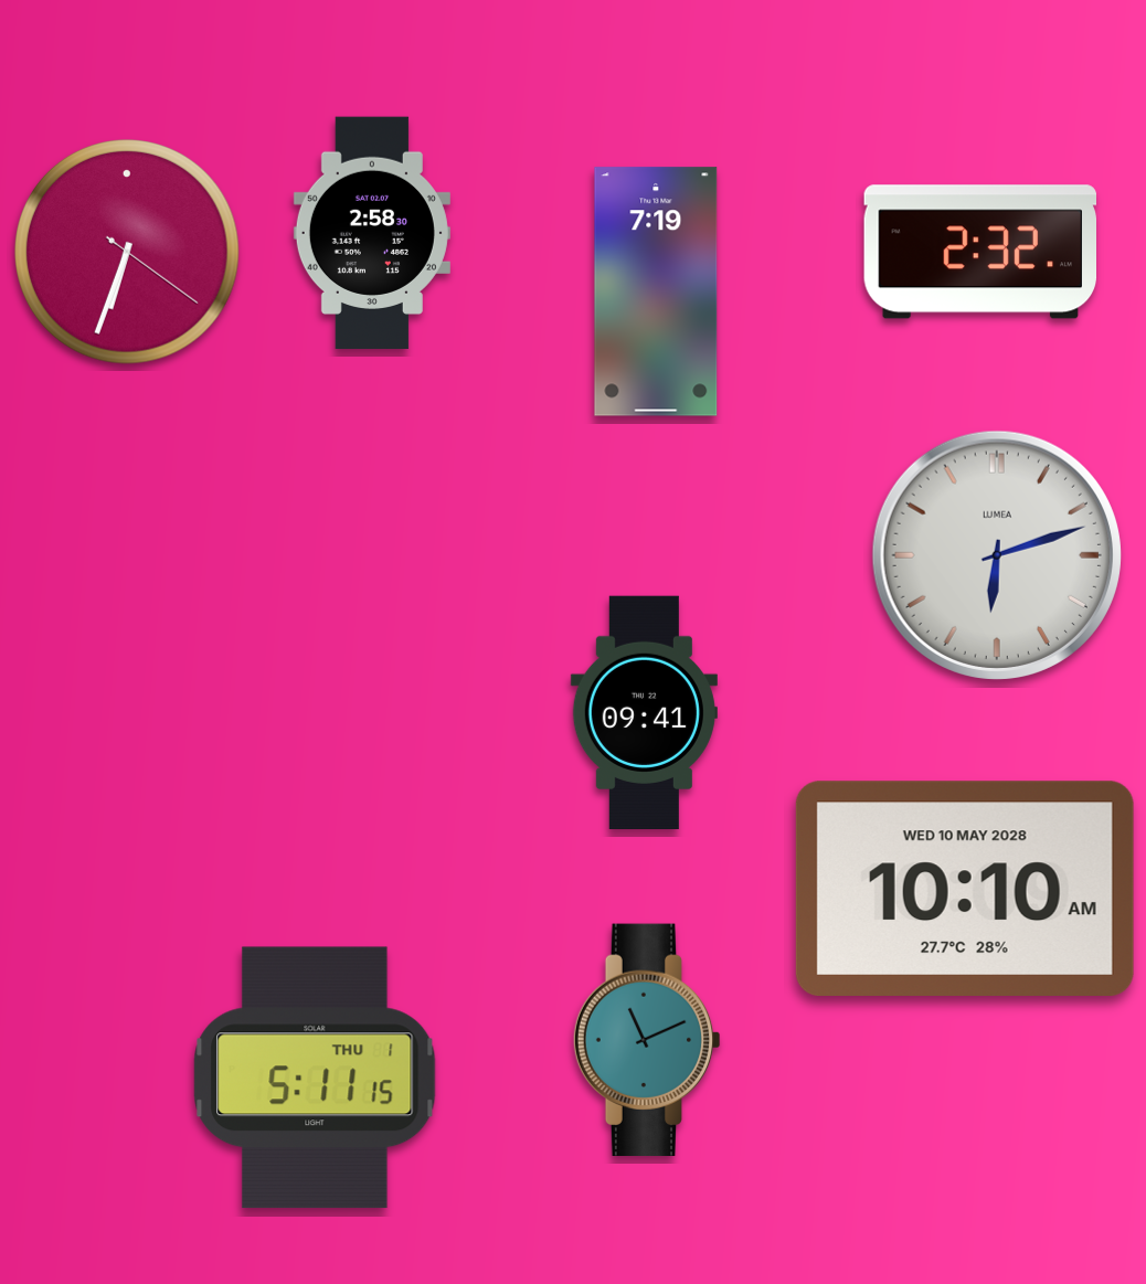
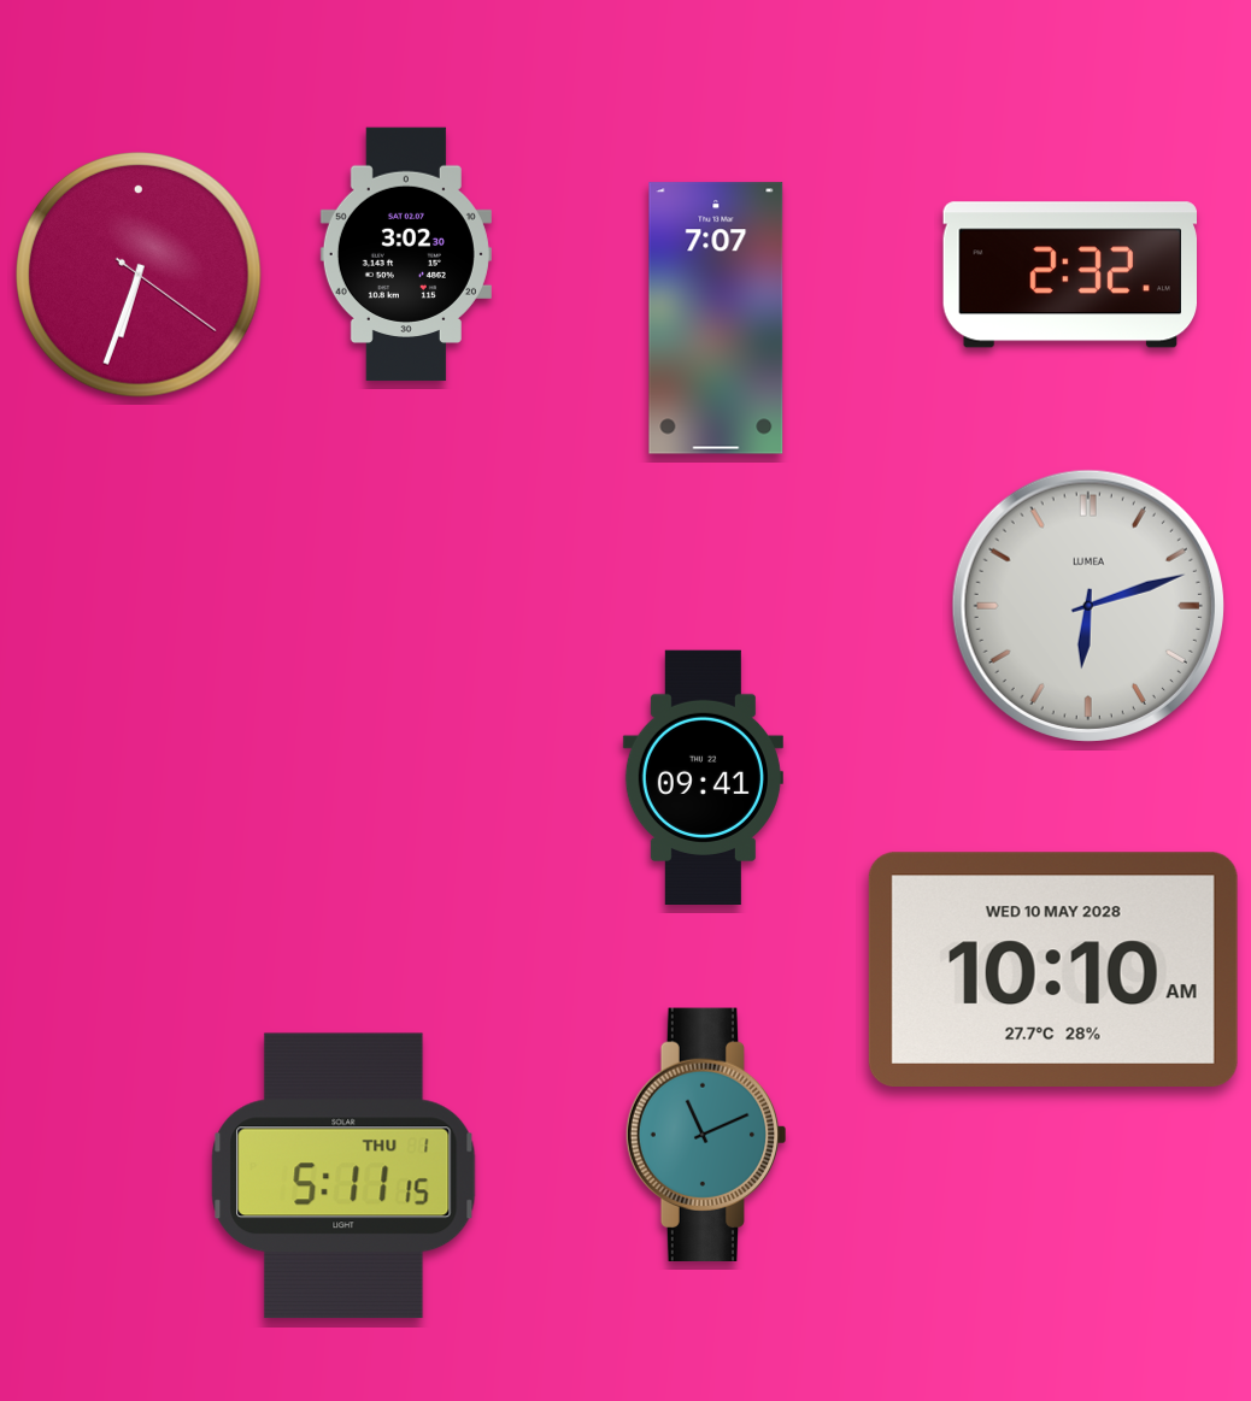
clock at (372, 233): 2:58 -> 3:02
clock at (656, 291): 7:19 -> 7:07
